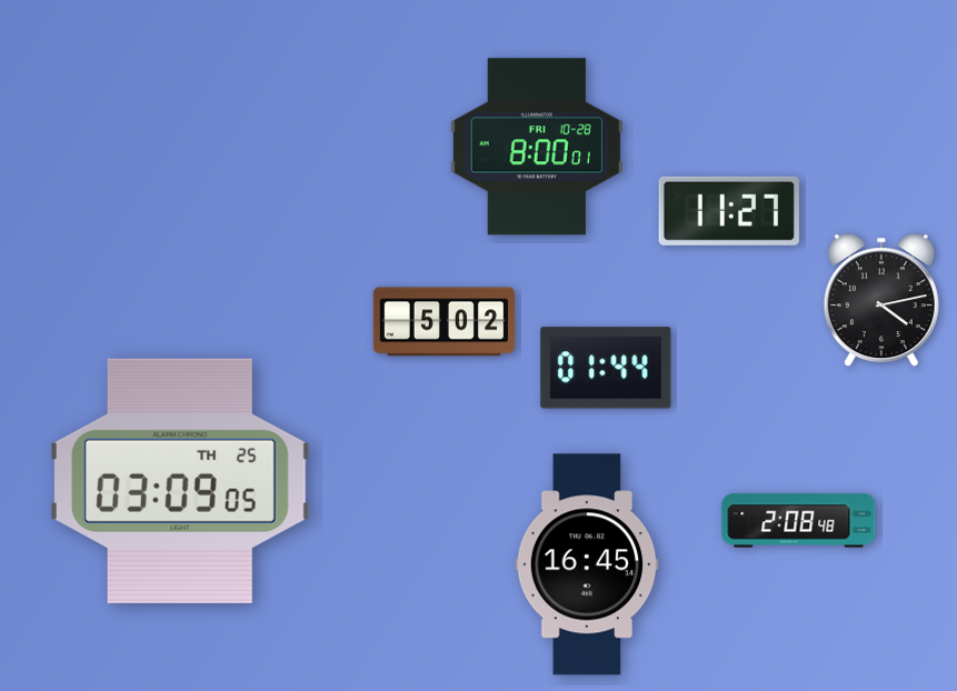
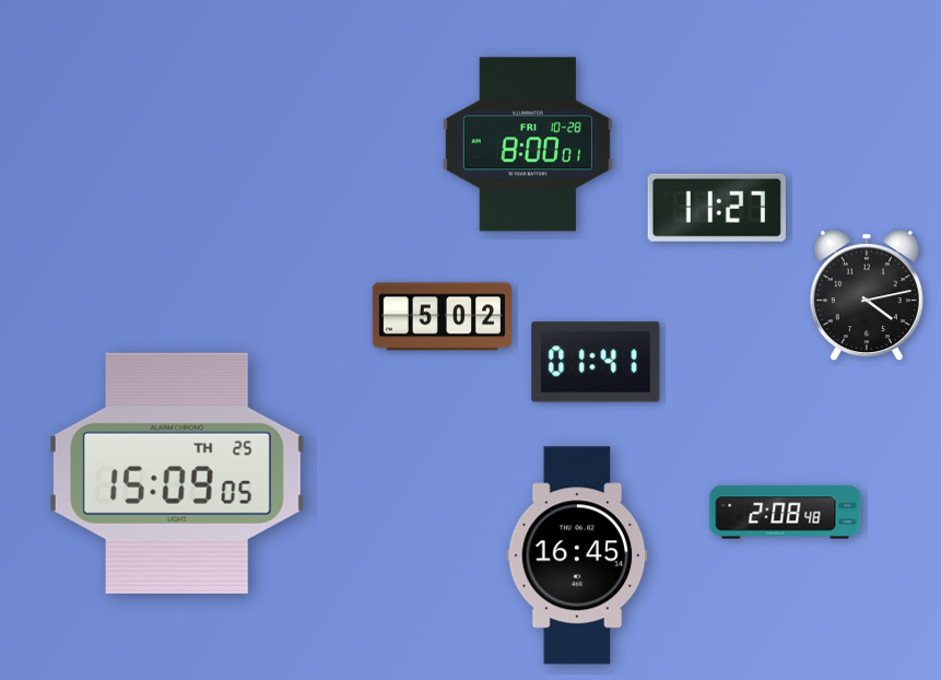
clock at (443, 322) position: (443, 322) -> (442, 317)
clock at (606, 368): 01:44 -> 01:41
clock at (180, 481): 03:09 -> 15:09
